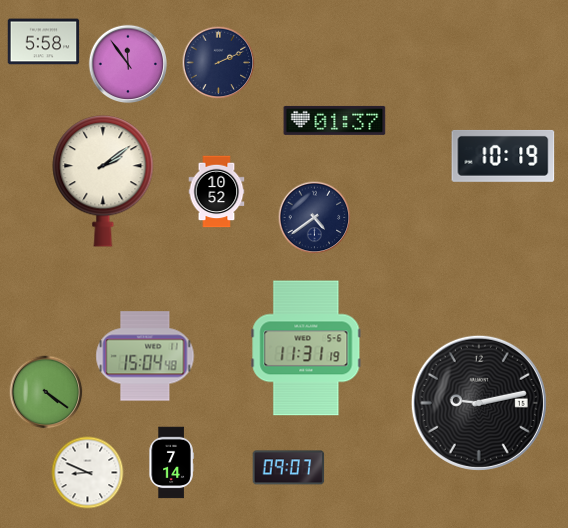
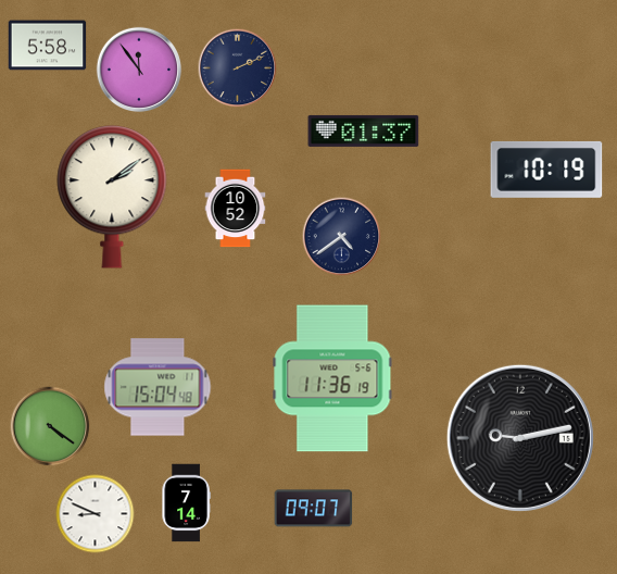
clock at (306, 348): 11:31 -> 11:36
